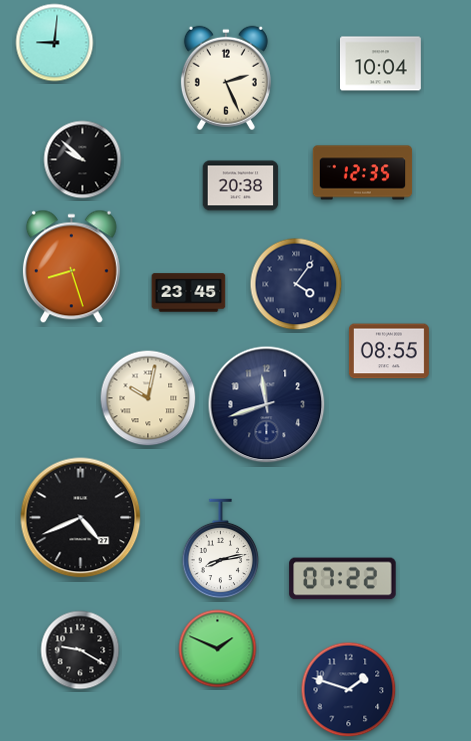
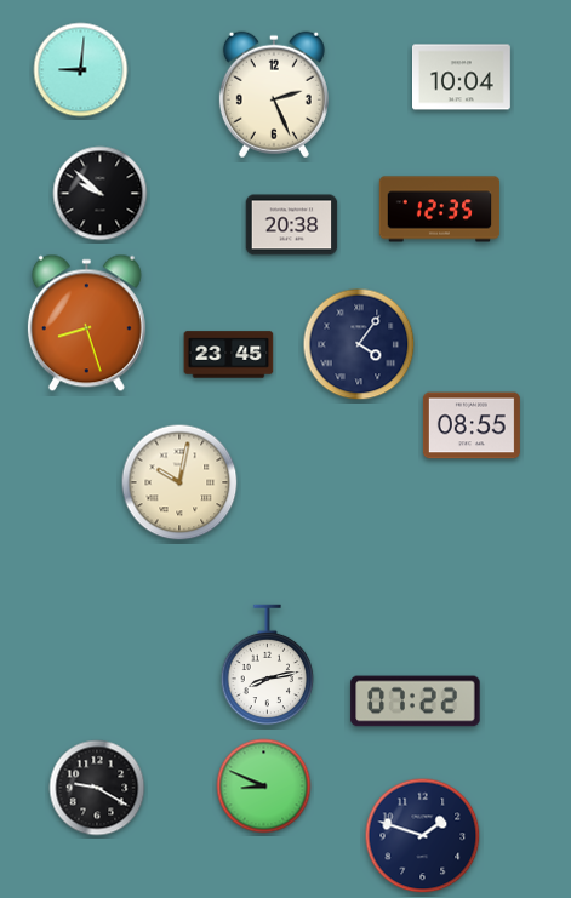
clock at (55, 43) position: (55, 43) -> (81, 70)
clock at (267, 405): 11:42 -> none
clock at (81, 518): 4:41 -> none
clock at (218, 649): 1:49 -> 8:49
